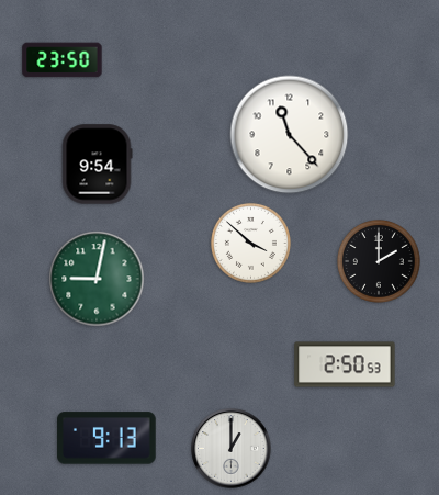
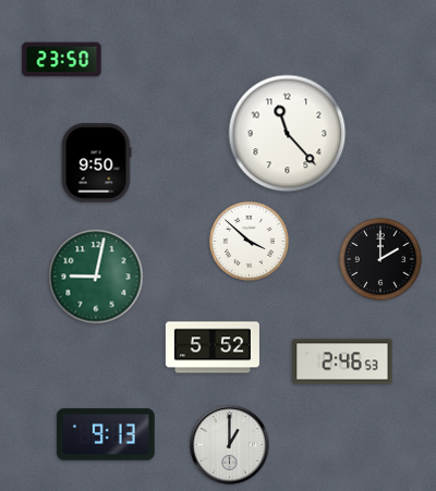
clock at (97, 165): 9:54 -> 9:50
clock at (379, 261) position: (379, 261) -> (380, 259)
clock at (213, 347): none -> 5:52
clock at (345, 364): 2:50 -> 2:46
